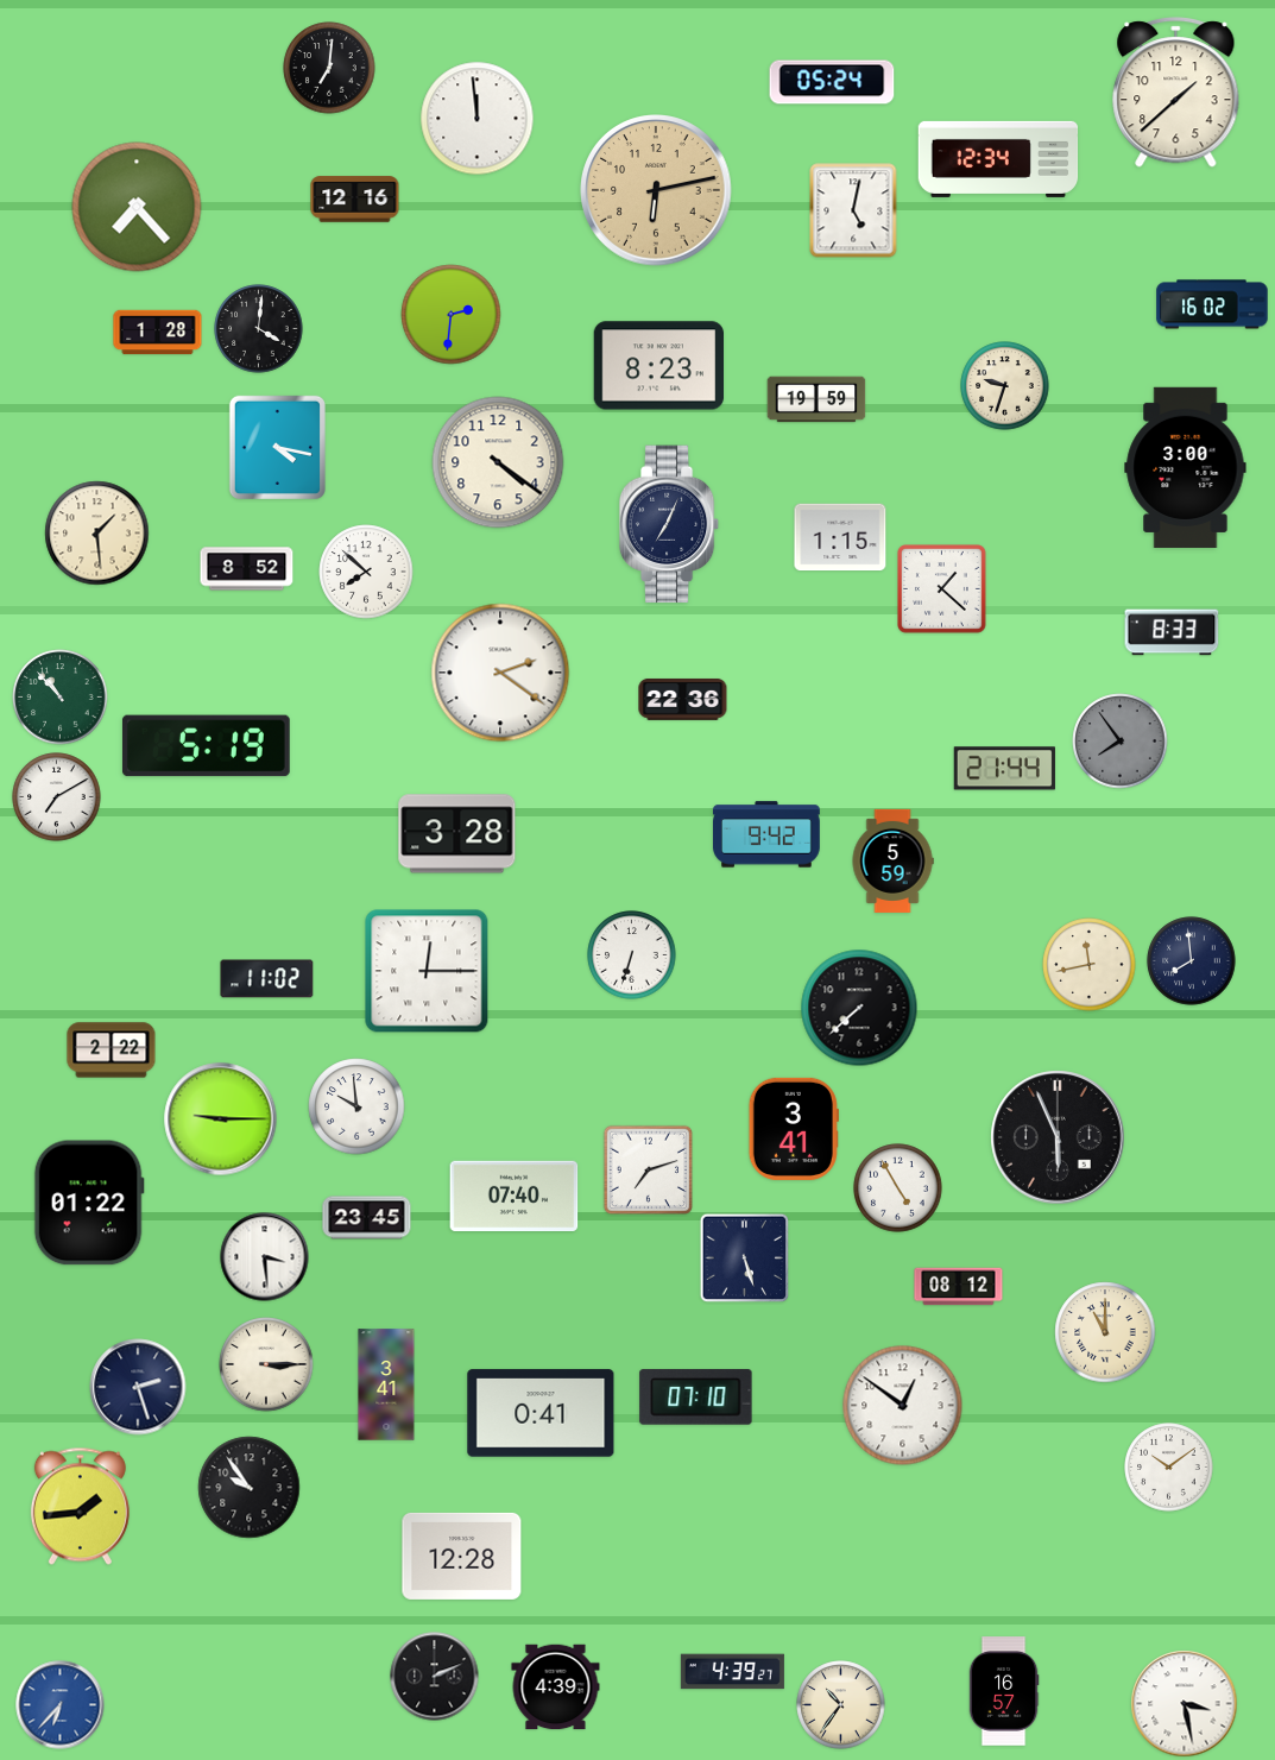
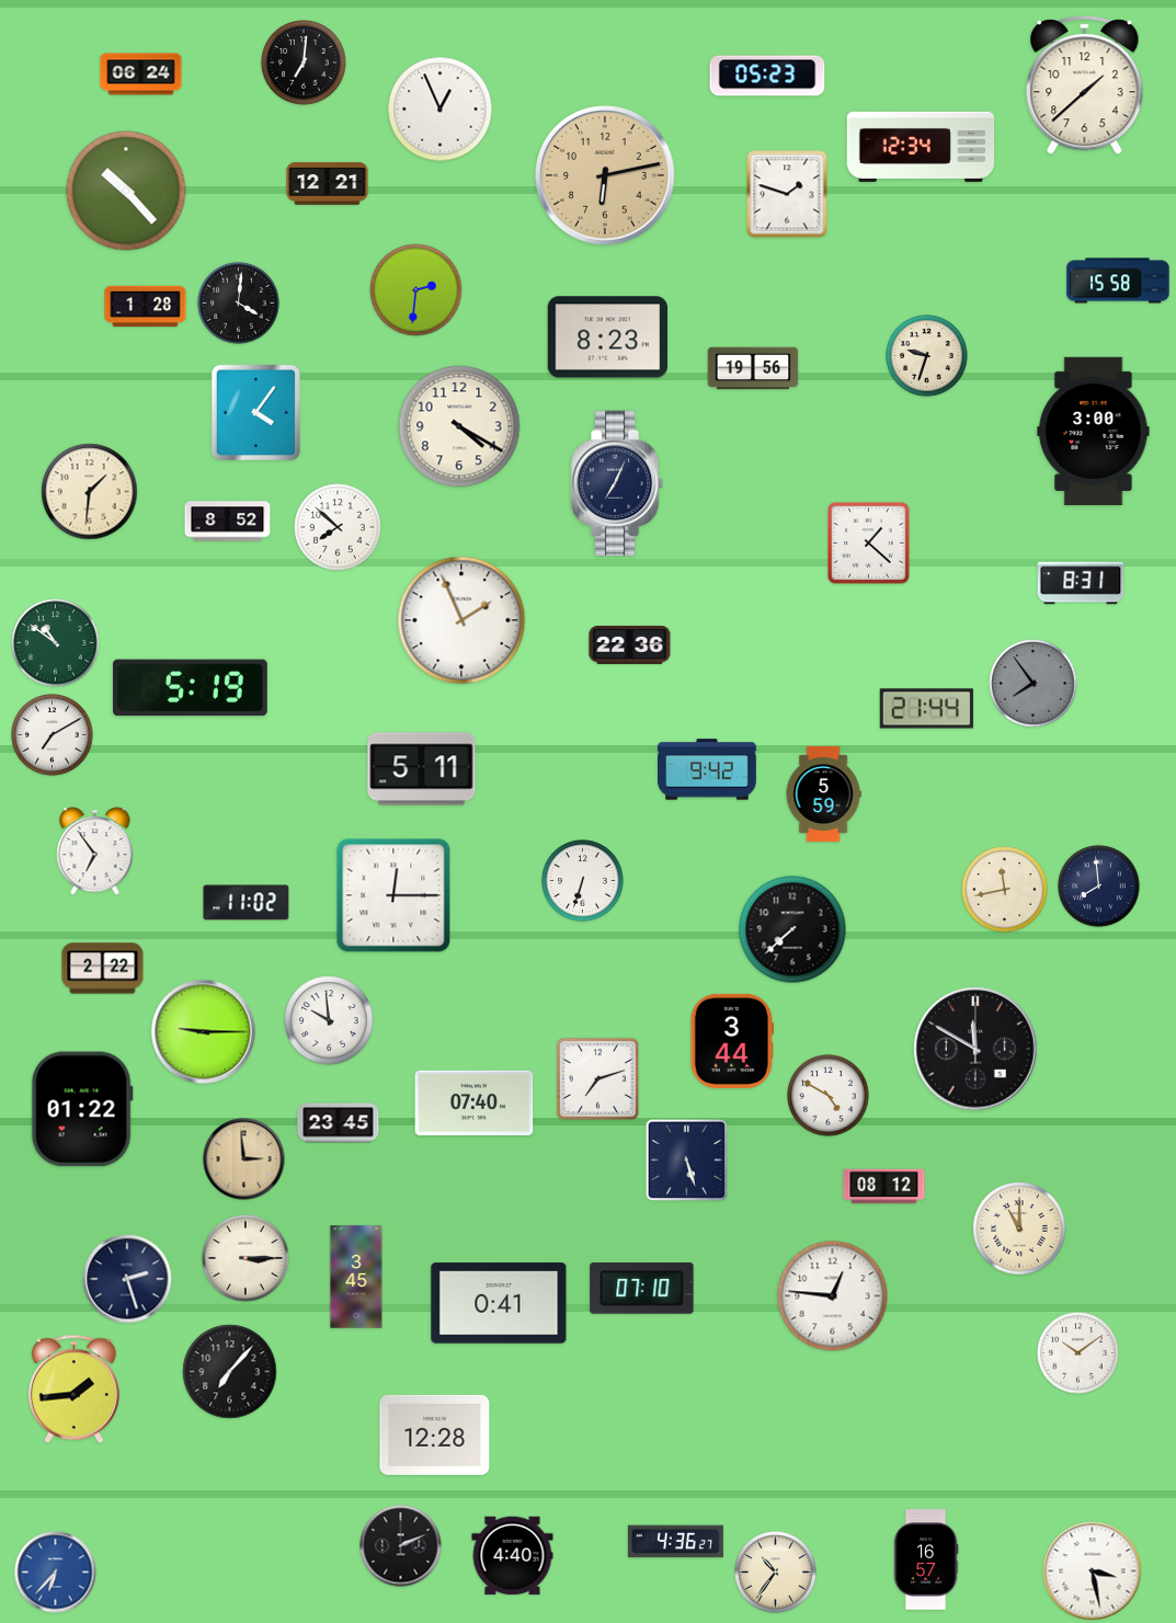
clock at (141, 75): none -> 06:24
clock at (832, 82): 05:24 -> 05:23
clock at (478, 119): 11:59 -> 12:56
clock at (355, 200): 12:16 -> 12:21
clock at (137, 207): 7:23 -> 10:23
clock at (853, 210): 5:02 -> 1:48
clock at (1212, 304): 16:02 -> 15:58
clock at (816, 399): 19:59 -> 19:56
clock at (277, 447): 4:17 -> 4:06
clock at (498, 462): 4:21 -> 4:20
clock at (97, 534): 1:29 -> 1:31
clock at (840, 537): 1:15 -> none
clock at (247, 569) position: (247, 569) -> (228, 522)
clock at (1172, 632): 8:33 -> 8:31
clock at (500, 673): 2:21 -> 1:56
clock at (61, 698): 10:53 -> 10:51
clock at (457, 834): 3:28 -> 5:11
clock at (95, 851): none -> 6:54
clock at (794, 1129): 3:41 -> 3:44
clock at (1058, 1137): 5:56 -> 11:50
clock at (898, 1188): 4:55 -> 4:50
clock at (265, 1257): 3:29 -> 2:59
clock at (265, 1257) dial: white -> champagne
clock at (386, 1384): 3:41 -> 3:45
clock at (903, 1406): 12:51 -> 12:46
clock at (250, 1488): 9:54 -> 7:07
clock at (462, 1556) position: (462, 1556) -> (435, 1435)
clock at (732, 1672): 4:39 -> 4:36
clock at (556, 1688): 4:39 -> 4:40
